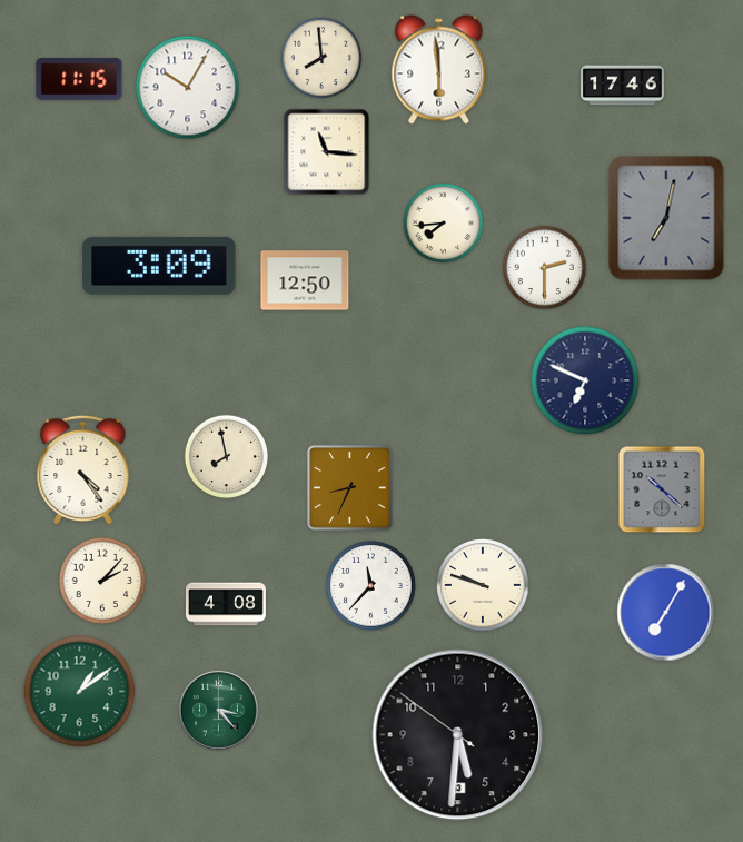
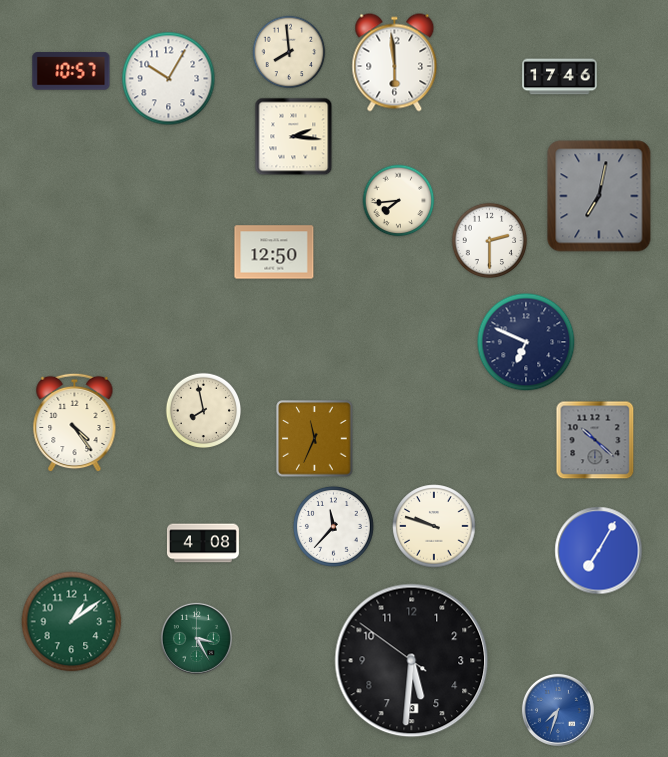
clock at (79, 79): 11:15 -> 10:57
clock at (327, 152): 11:16 -> 2:16
clock at (159, 266): 3:09 -> none
clock at (350, 488): 8:34 -> 11:34
clock at (102, 581): 2:07 -> none
clock at (218, 710): 3:23 -> 3:25
clock at (558, 710): none -> 7:33
